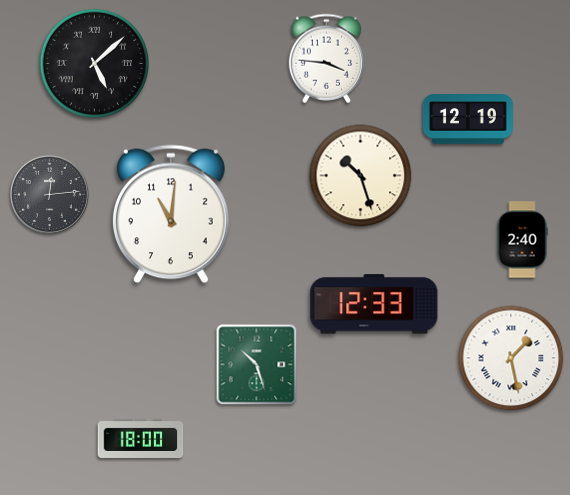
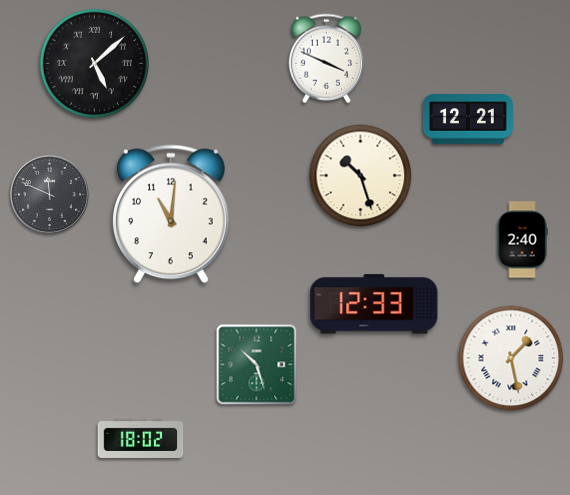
clock at (326, 59): 3:46 -> 3:49
clock at (468, 119): 12:19 -> 12:21
clock at (49, 194): 12:14 -> 11:49
clock at (141, 438): 18:00 -> 18:02
